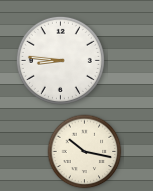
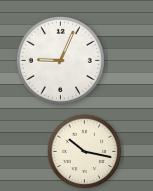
clock at (60, 60): 8:46 -> 9:04
